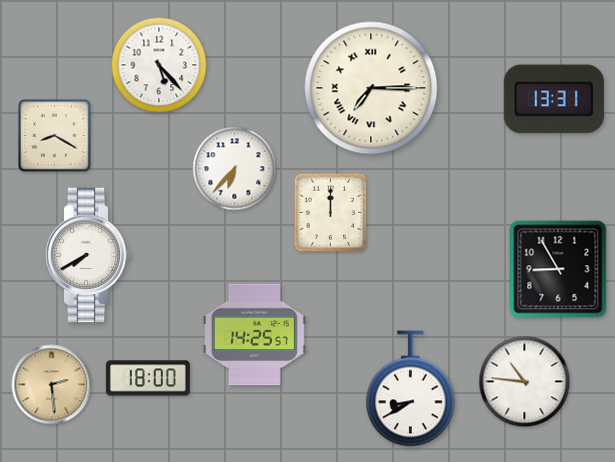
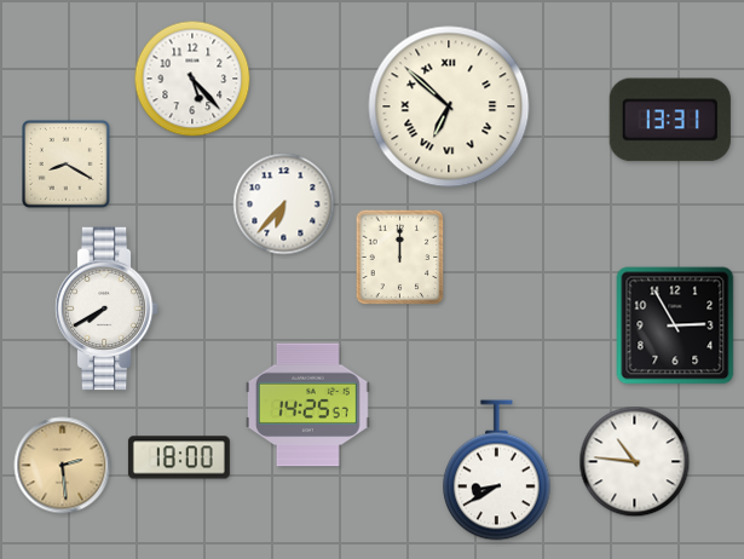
clock at (371, 88): 7:15 -> 6:52
clock at (558, 269): 8:55 -> 2:55
